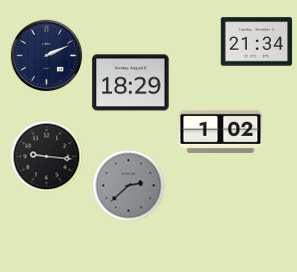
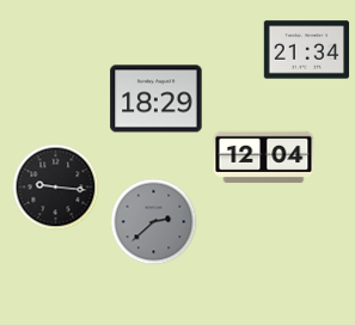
clock at (47, 56): 2:11 -> none
clock at (221, 131): 1:02 -> 12:04
